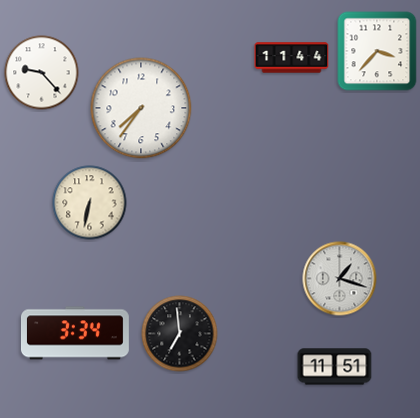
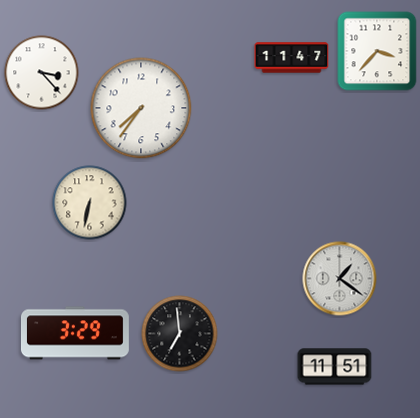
clock at (292, 58): 11:44 -> 11:47
clock at (42, 73): 9:23 -> 3:23
clock at (340, 279): 1:18 -> 1:21
clock at (75, 333): 3:34 -> 3:29
